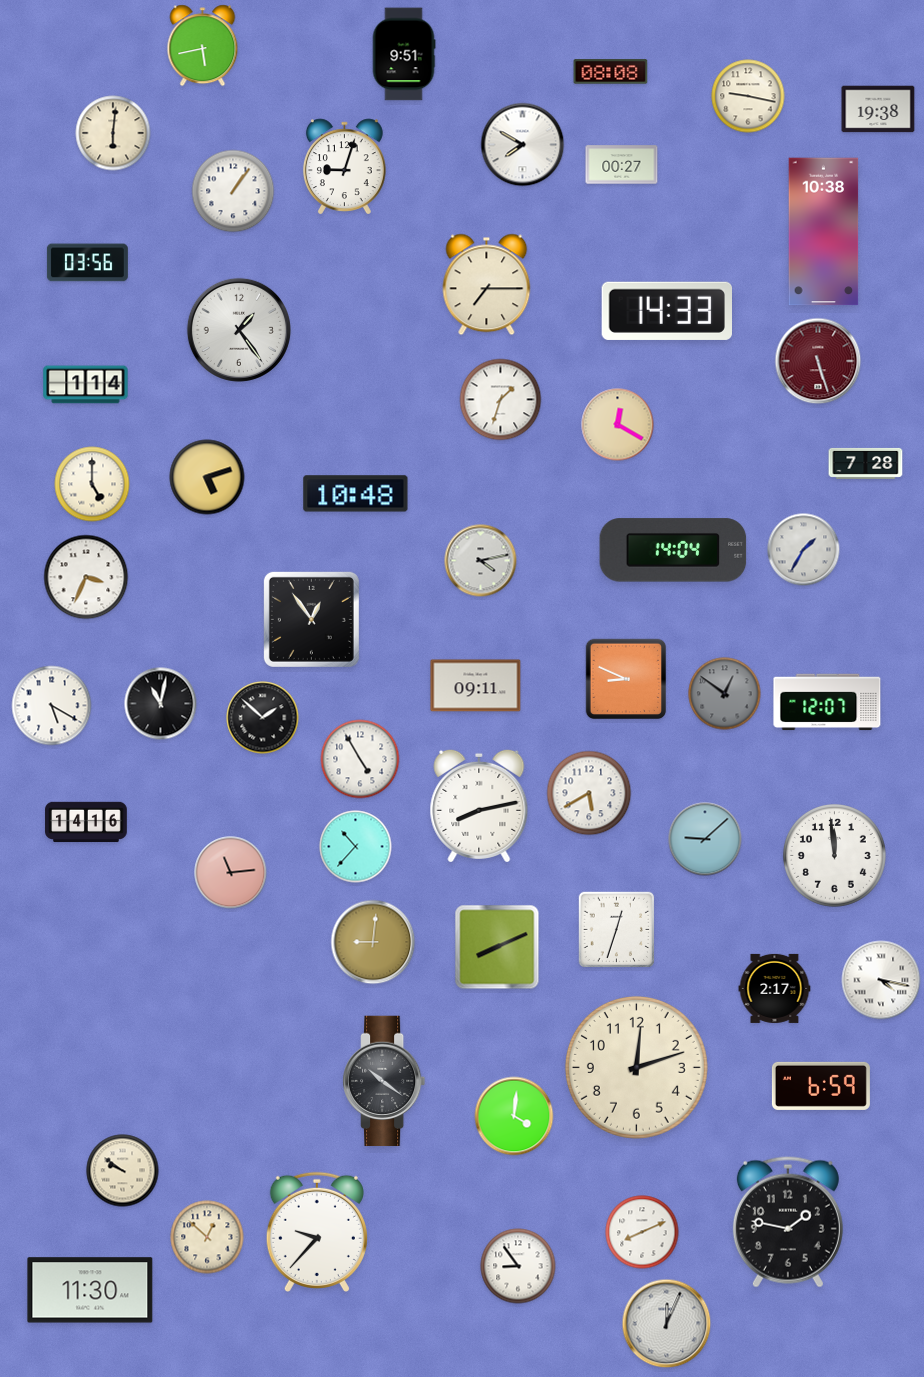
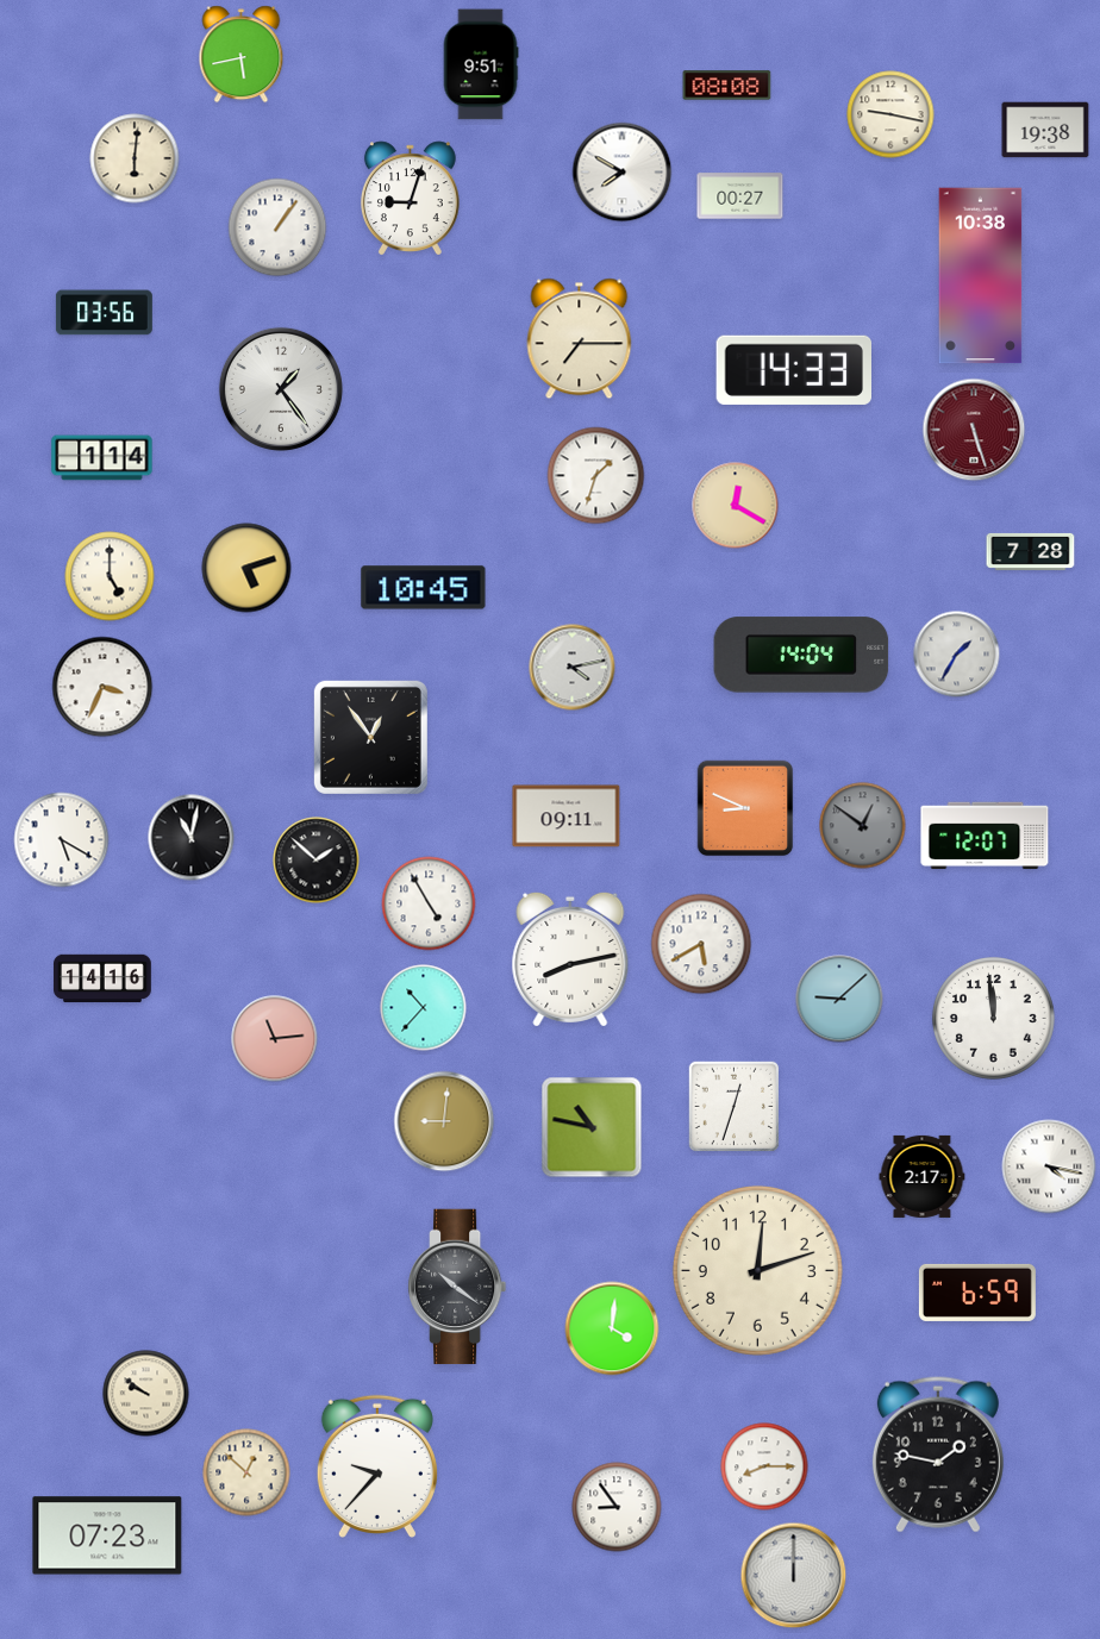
clock at (239, 330) position: (239, 330) -> (281, 389)
clock at (356, 494): 10:48 -> 10:45
clock at (263, 718) position: (263, 718) -> (317, 861)
clock at (497, 947): 8:11 -> 10:47
clock at (642, 1232): 8:11 -> 8:15
clock at (90, 1290): 11:30 -> 07:23
clock at (667, 1324): 12:04 -> 12:00
